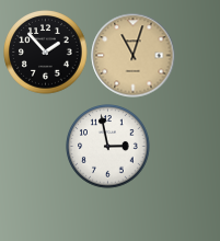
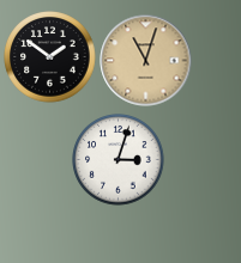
clock at (46, 53): 1:53 -> 1:51
clock at (108, 147): 2:58 -> 3:03
